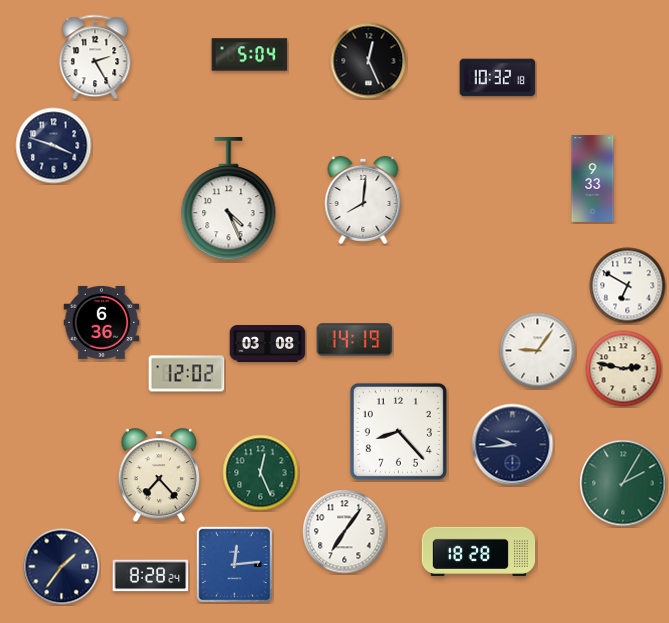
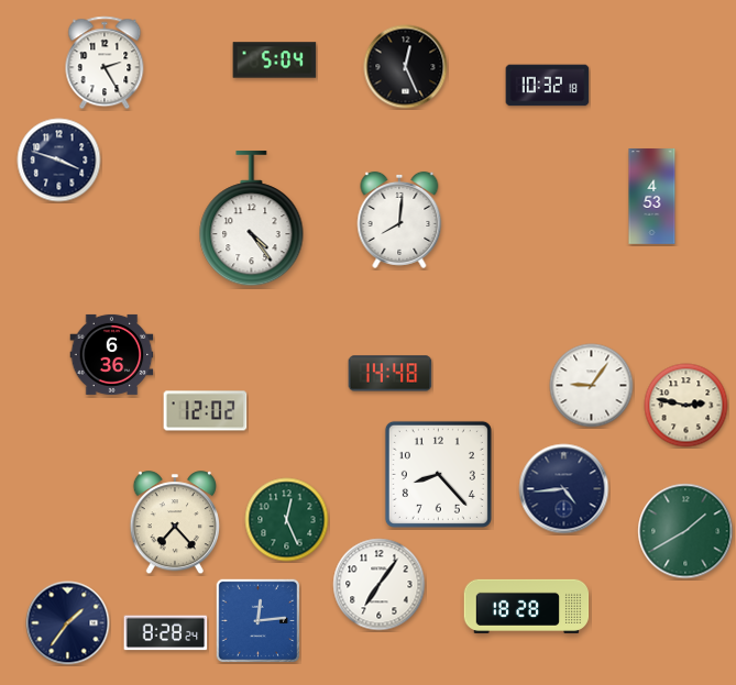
clock at (593, 179): 9:33 -> 4:53
clock at (229, 199): 4:26 -> 4:24
clock at (628, 286): 6:50 -> none
clock at (355, 340): 14:19 -> 14:48
clock at (268, 344): 03:08 -> none
clock at (513, 445): 9:44 -> 4:44
clock at (623, 483): 2:05 -> 1:40
